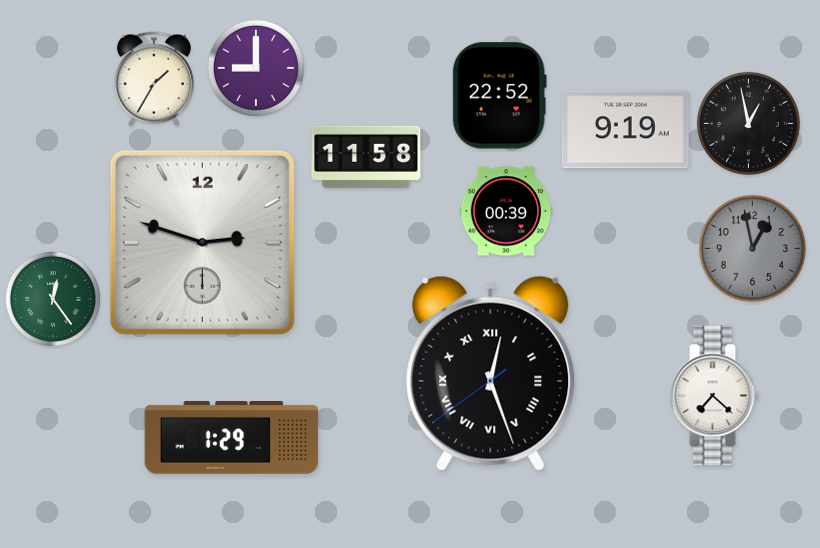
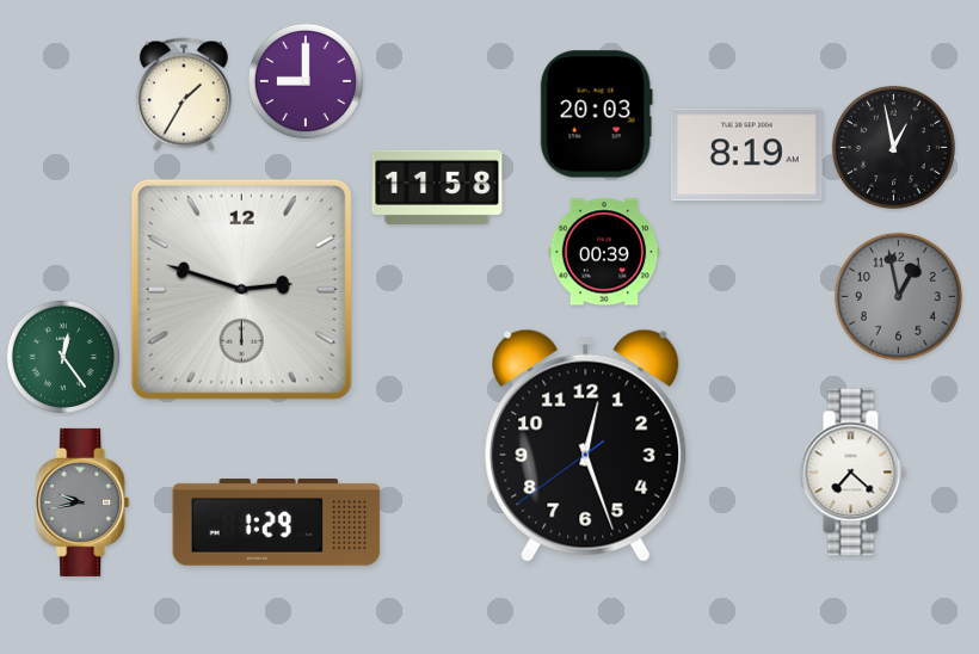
clock at (499, 96): 22:52 -> 20:03
clock at (625, 130): 9:19 -> 8:19
clock at (491, 373) numerals: Roman -> Arabic
clock at (82, 502): none -> 9:43
